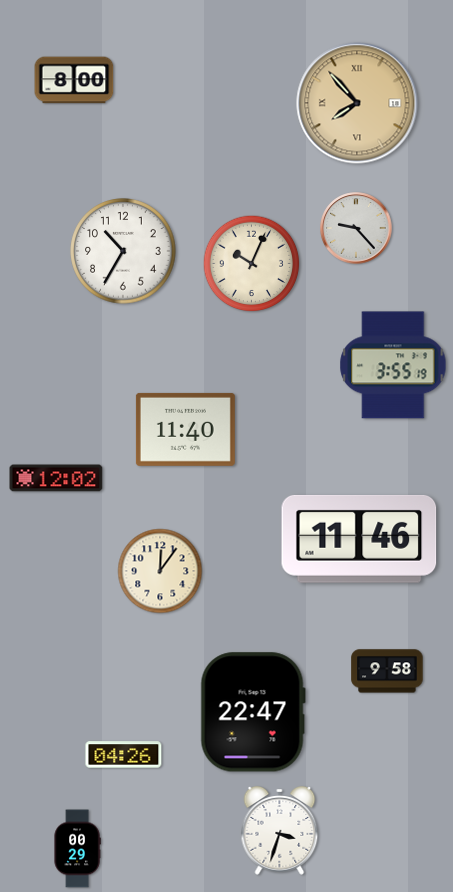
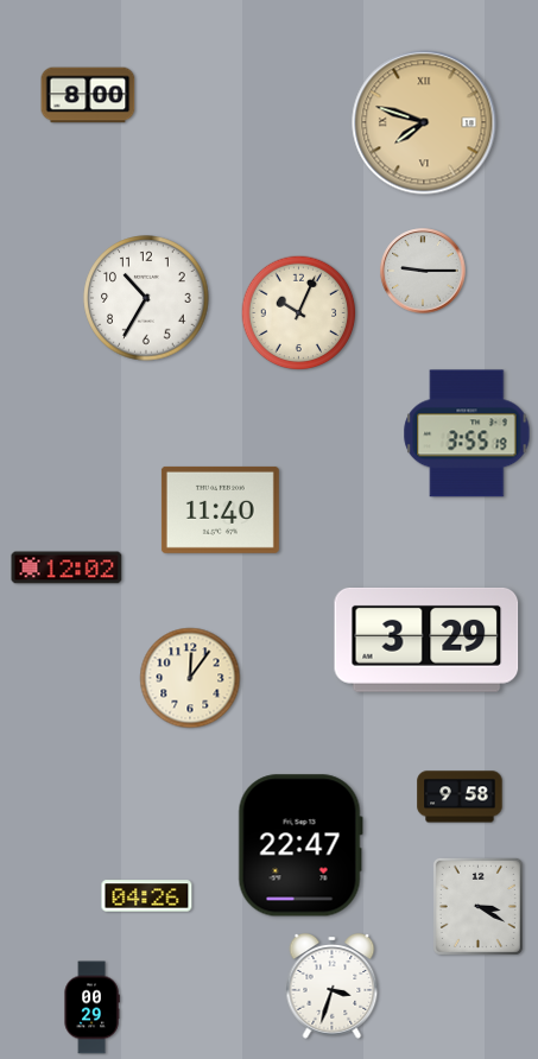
clock at (357, 103): 7:53 -> 7:48
clock at (356, 228): 9:23 -> 9:15
clock at (359, 539): 11:46 -> 3:29
clock at (477, 906): none -> 3:20
